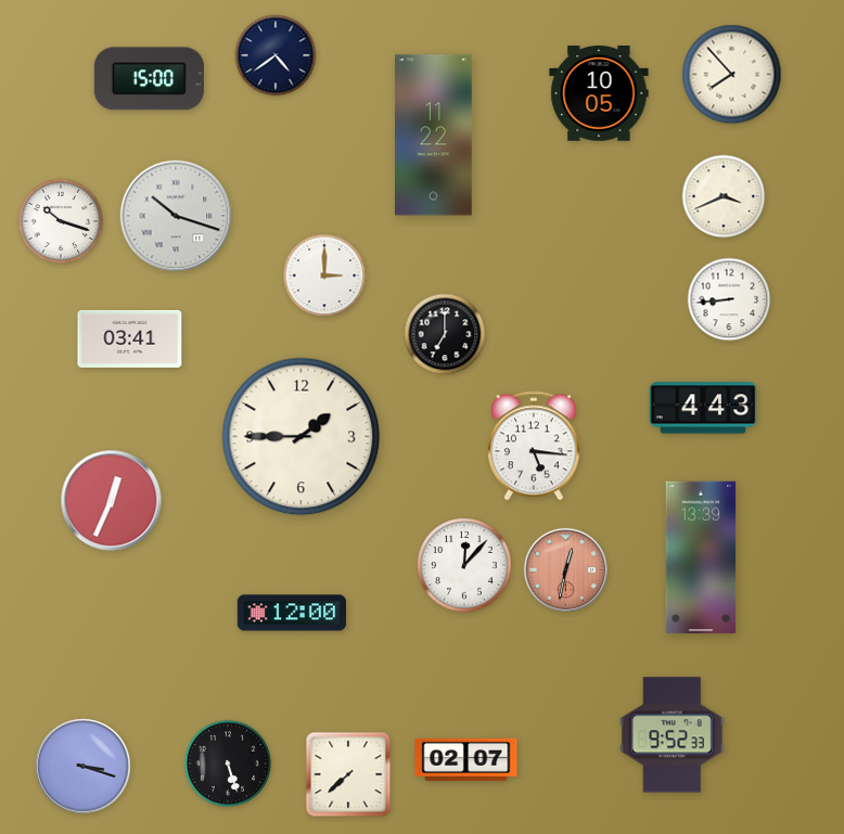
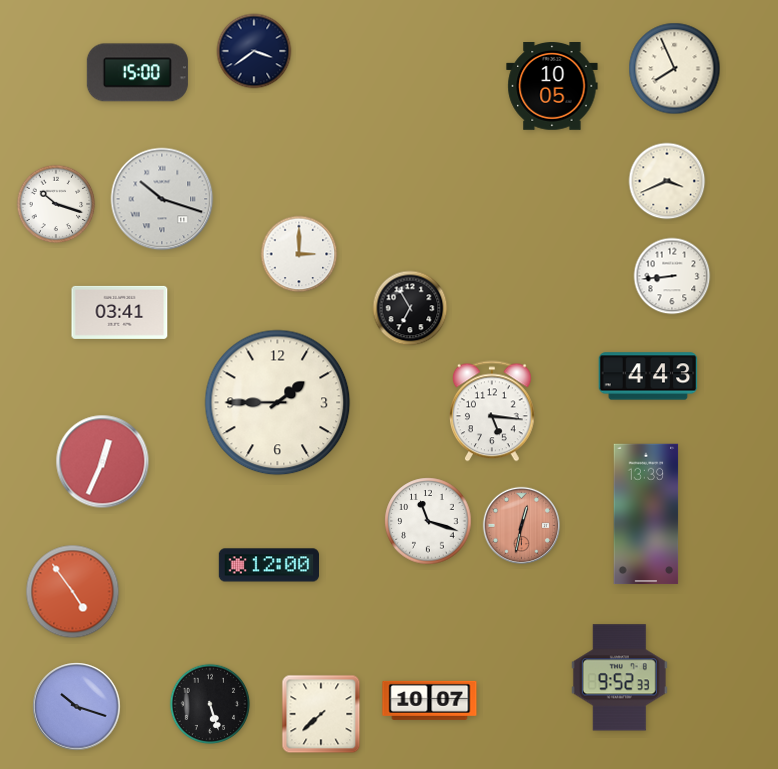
clock at (276, 55): 4:39 -> 3:39
clock at (732, 75): 7:53 -> 7:56
clock at (434, 136): 11:22 -> none
clock at (445, 334): 7:00 -> 6:55
clock at (464, 565): 12:07 -> 11:18
clock at (73, 592): none -> 4:54
clock at (466, 759): 02:07 -> 10:07
clock at (84, 767): 3:18 -> 10:18
